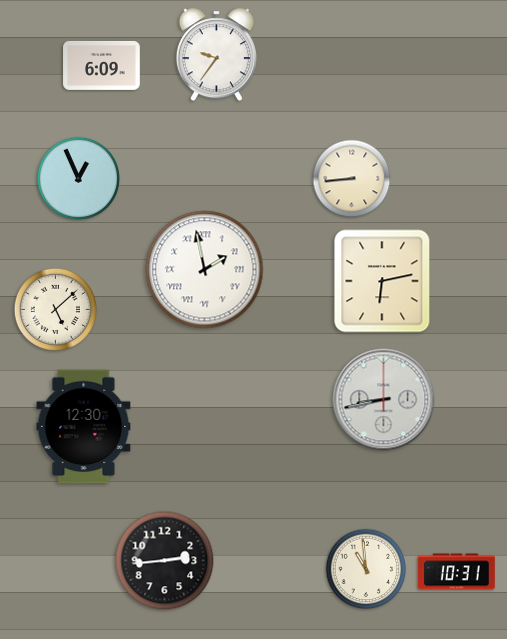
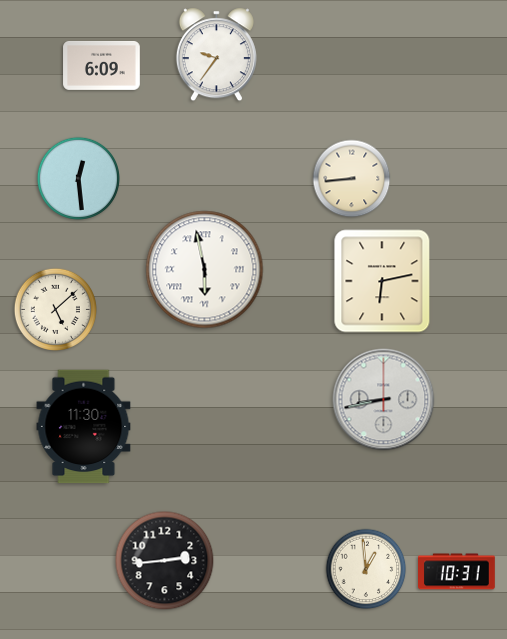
clock at (78, 178): 12:56 -> 12:29
clock at (205, 270): 1:58 -> 5:58
clock at (84, 427): 12:30 -> 11:30
clock at (366, 569): 10:59 -> 12:59
